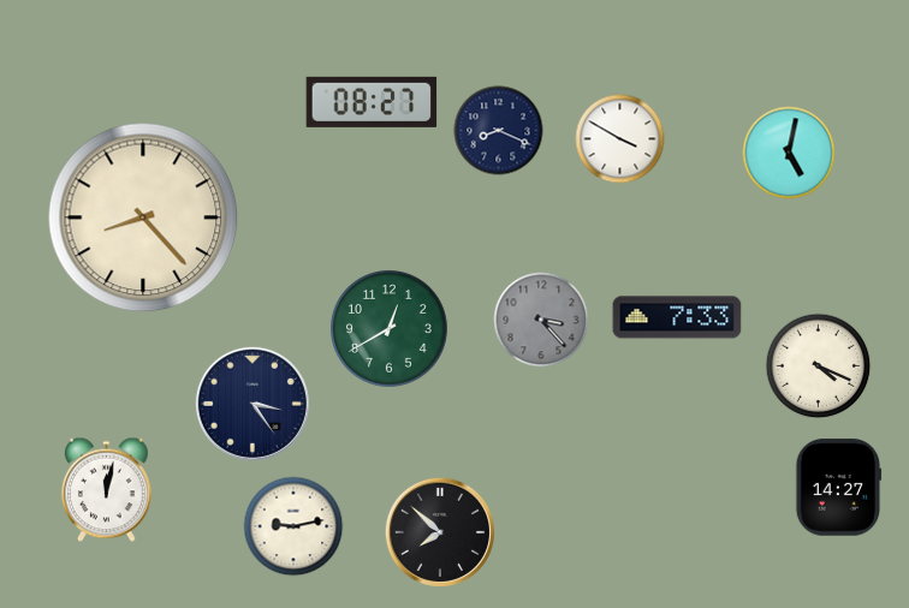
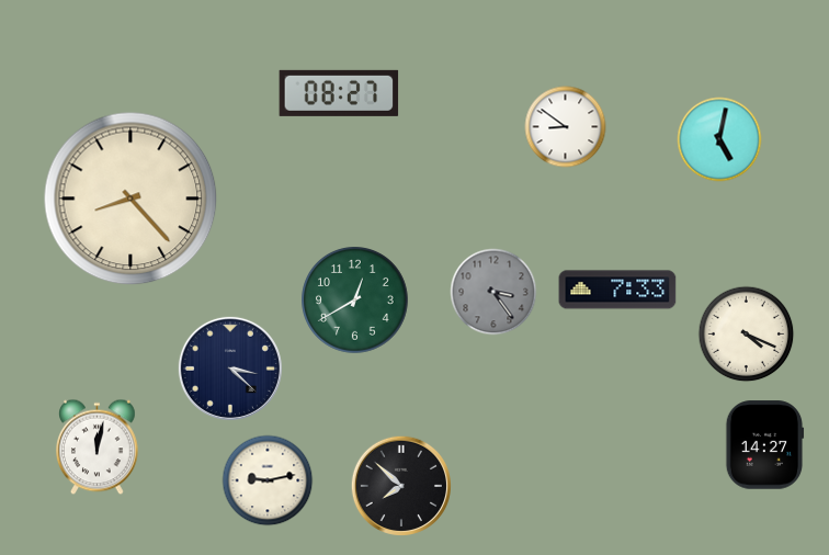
clock at (499, 131): 8:19 -> none
clock at (620, 139): 3:50 -> 8:51
clock at (541, 320): 3:23 -> 3:24
clock at (252, 404): 3:24 -> 3:22
